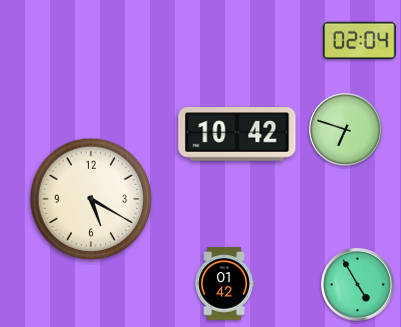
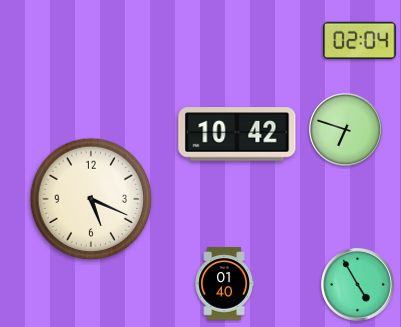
clock at (91, 199): 5:20 -> 5:19
clock at (224, 284): 01:42 -> 01:40
